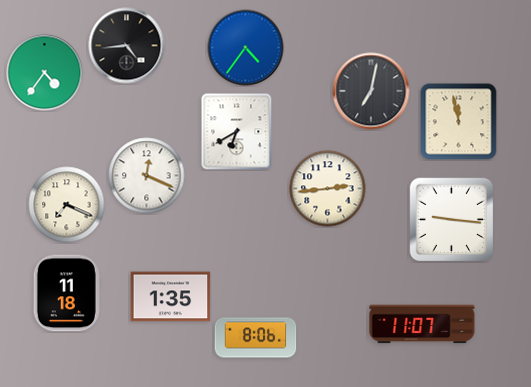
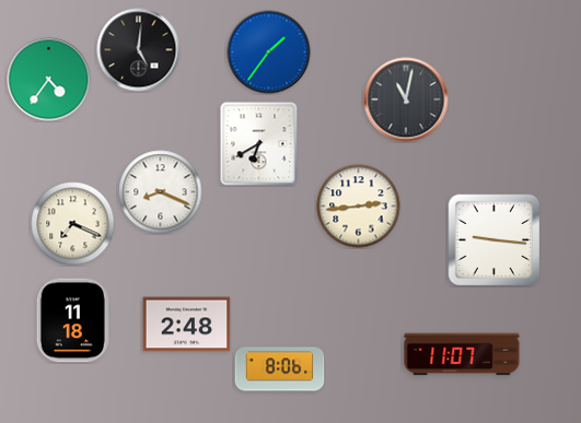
clock at (127, 46): 4:44 -> 5:01
clock at (246, 48): 4:36 -> 1:36
clock at (371, 91): 7:02 -> 11:02
clock at (459, 122): 11:58 -> none
clock at (147, 176): 12:19 -> 8:19
clock at (171, 297): 1:35 -> 2:48
